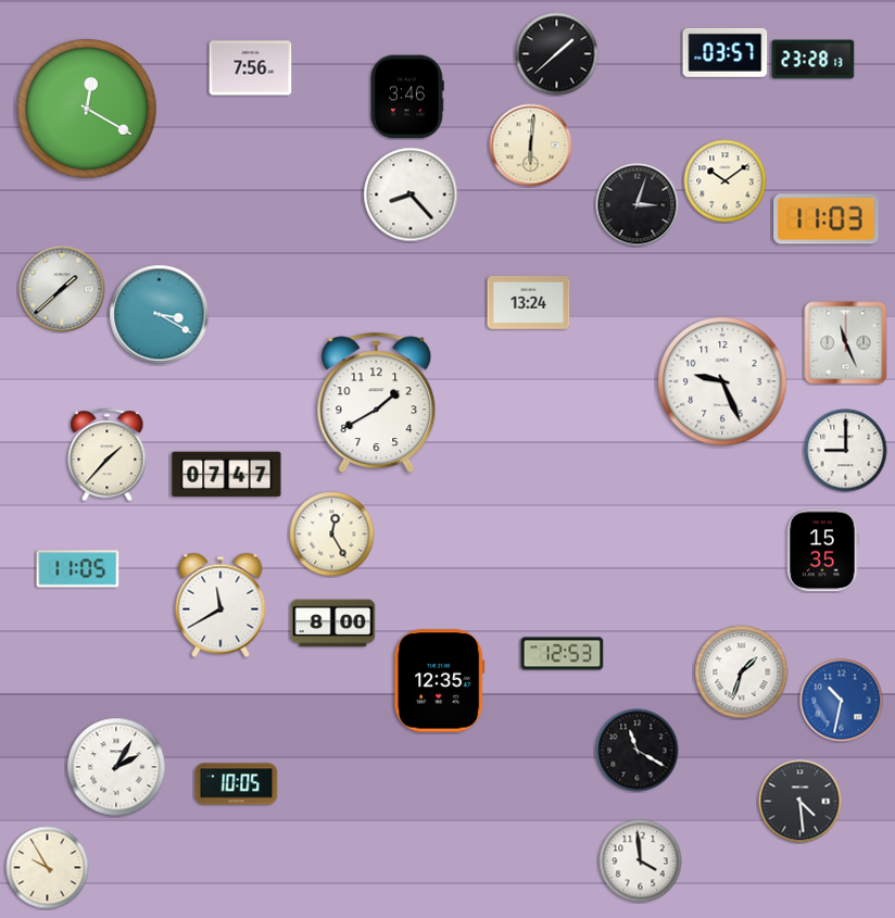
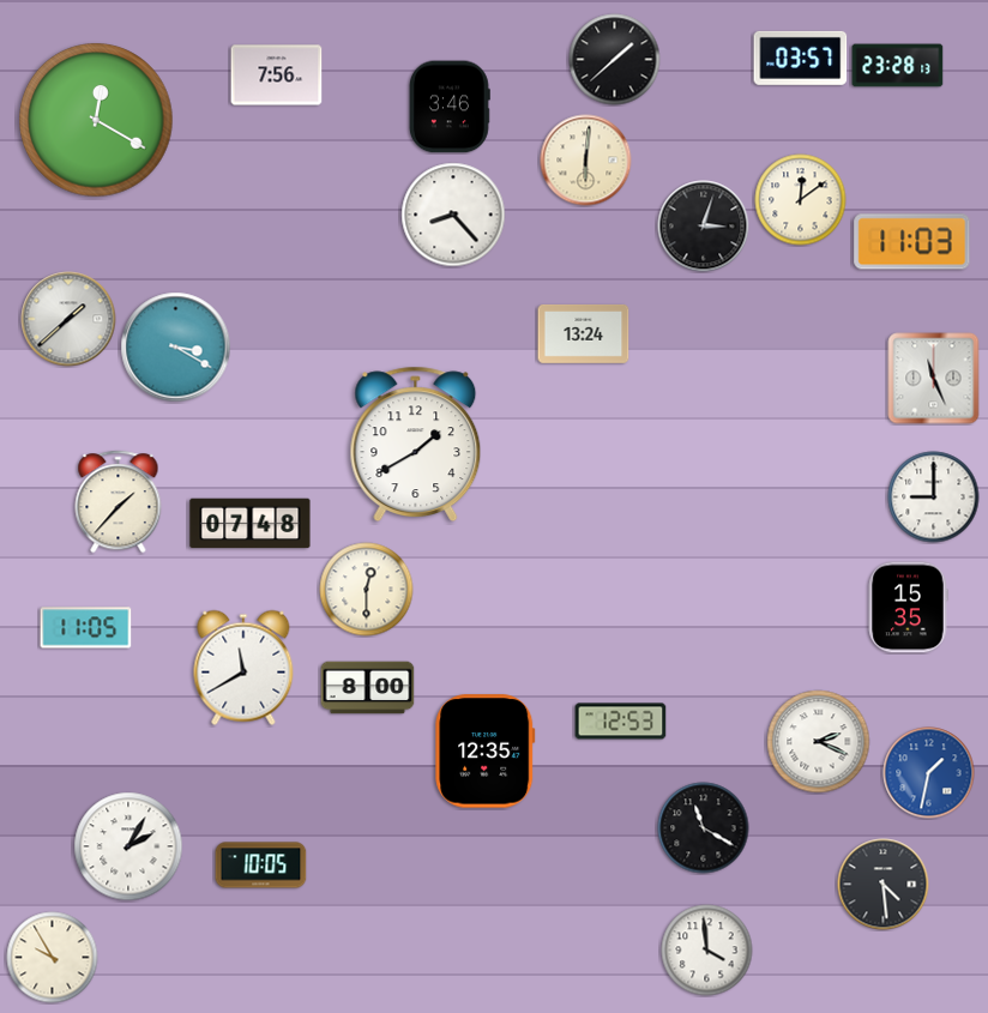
clock at (726, 181): 10:09 -> 12:09
clock at (722, 381): 9:26 -> none
clock at (227, 475): 07:47 -> 07:48
clock at (332, 535): 12:25 -> 12:30
clock at (742, 672): 1:33 -> 2:19
clock at (842, 701): 10:32 -> 1:32
